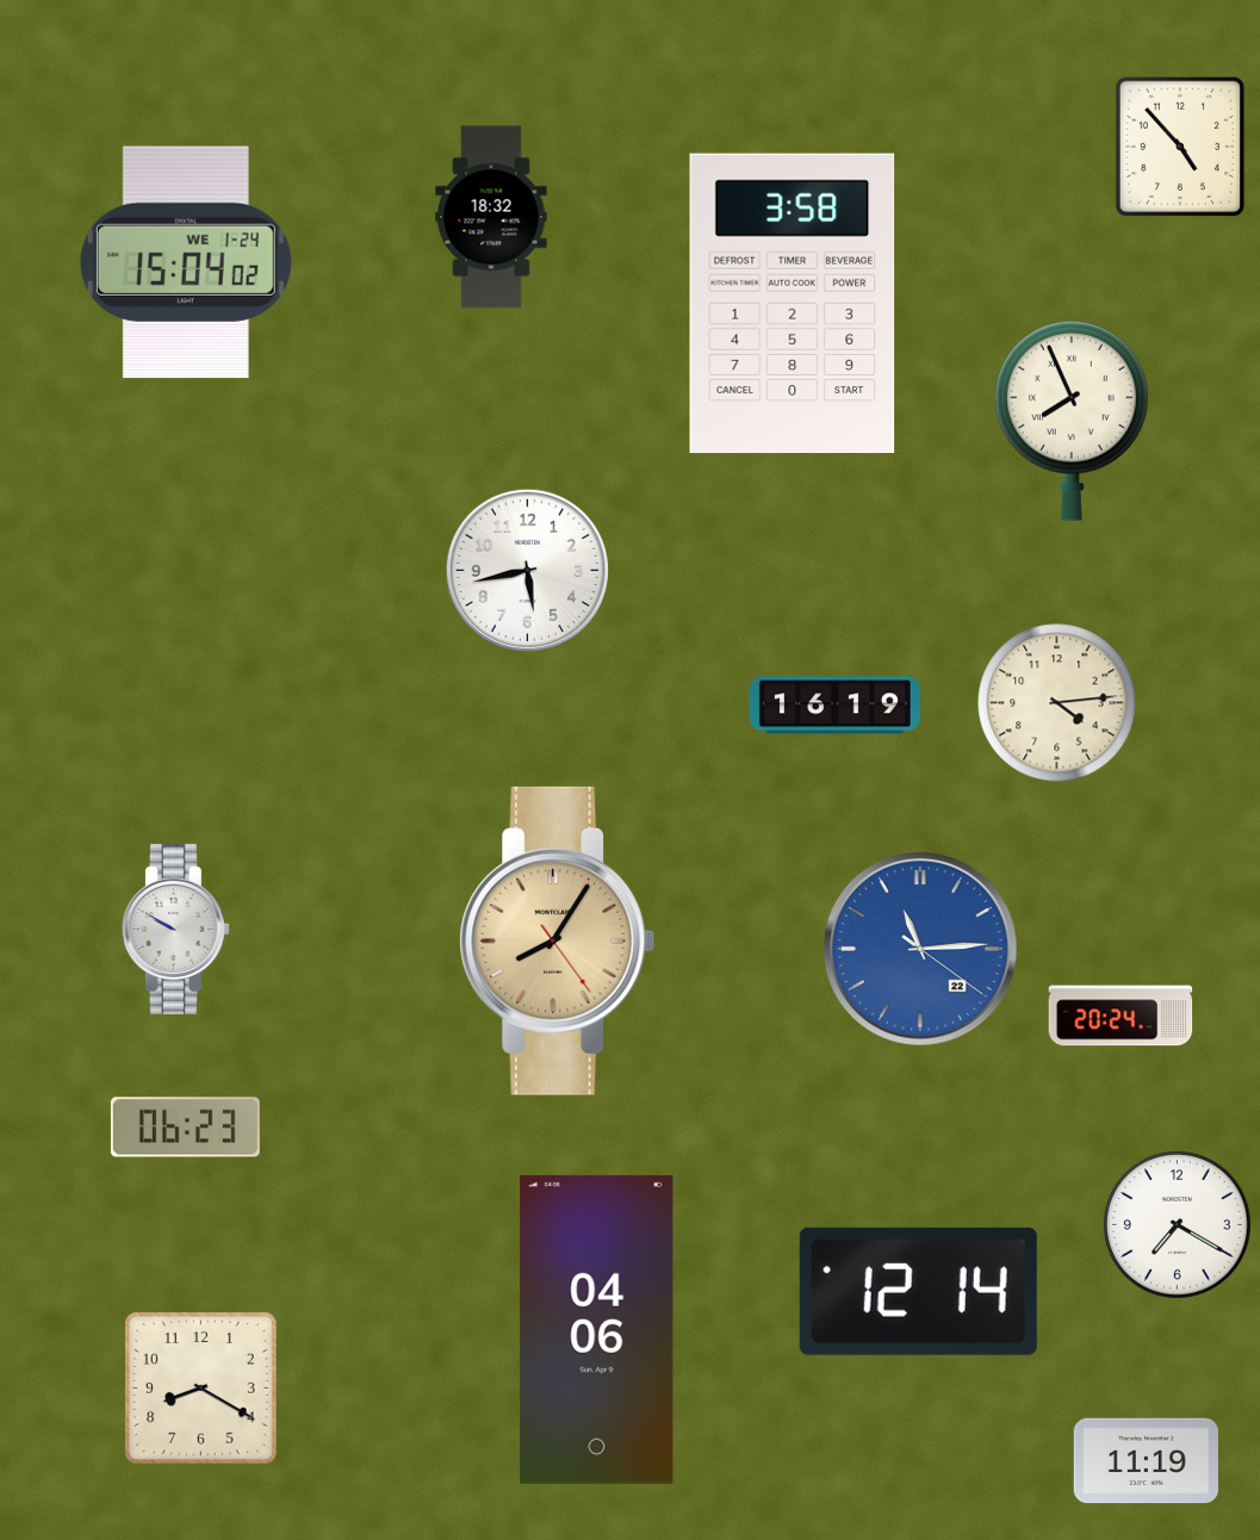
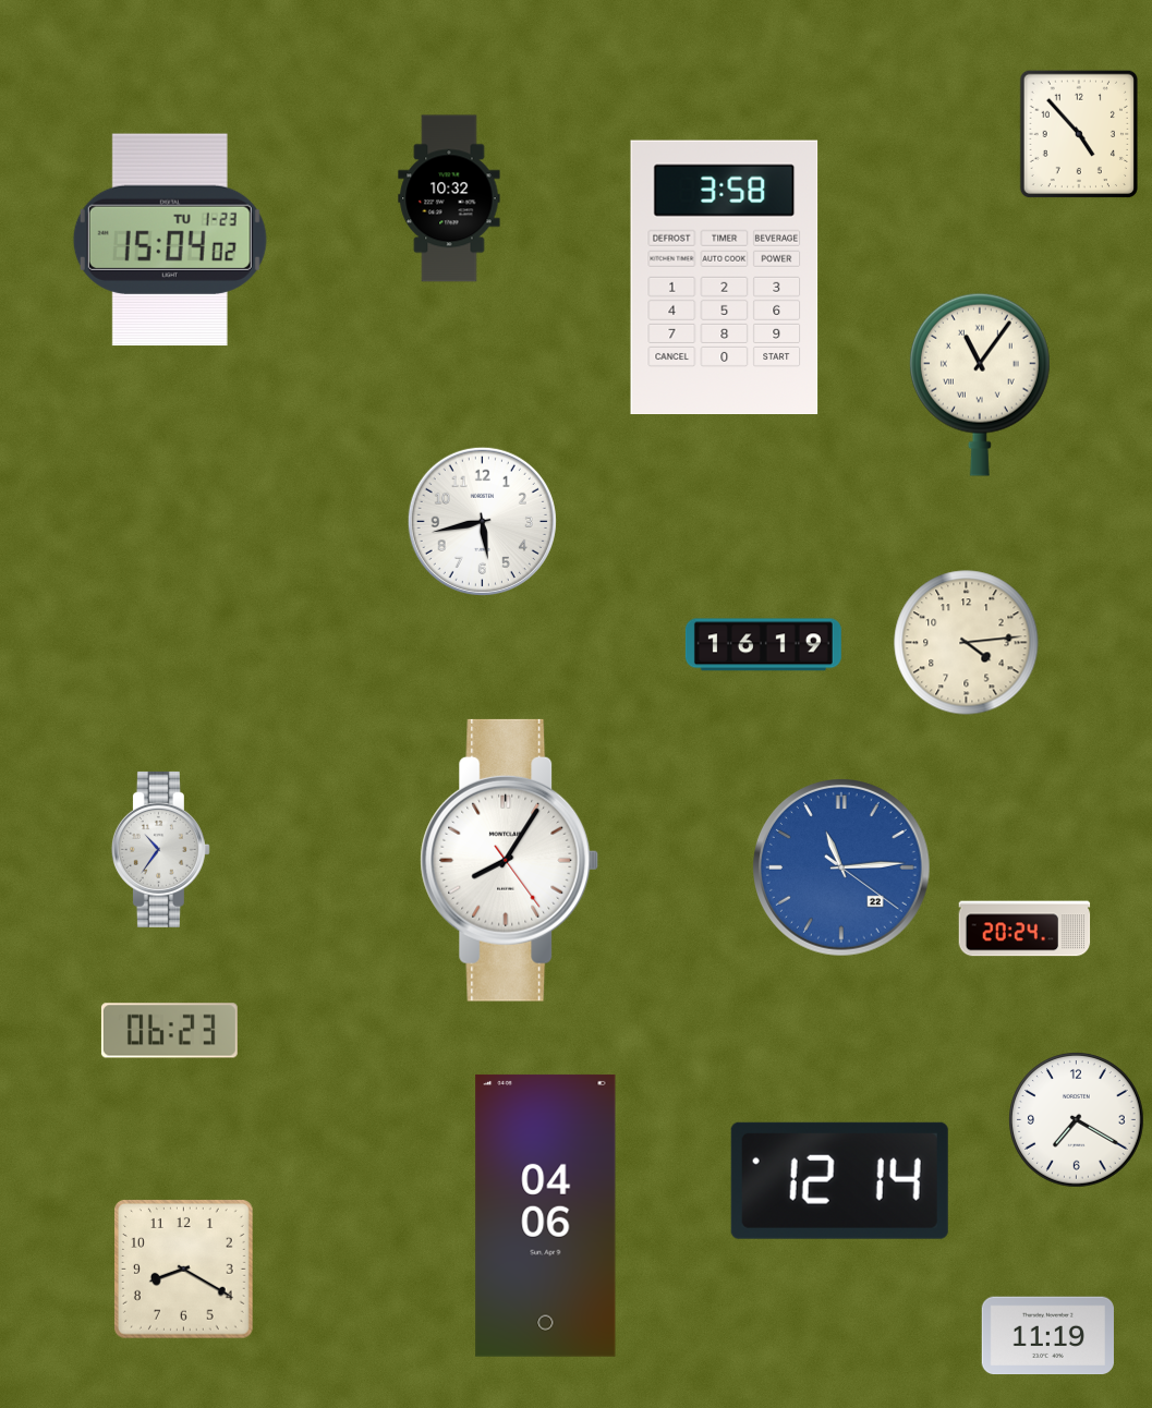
clock at (491, 217): 18:32 -> 10:32
clock at (186, 262) date: WE 1-24 -> TU 1-23
clock at (1072, 421): 7:56 -> 11:06
clock at (175, 929): 9:50 -> 10:36
clock at (558, 940) dial: champagne -> white
